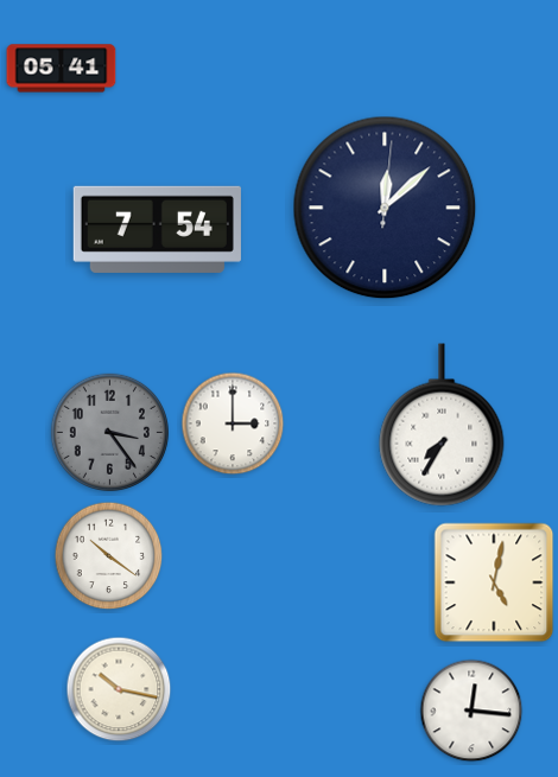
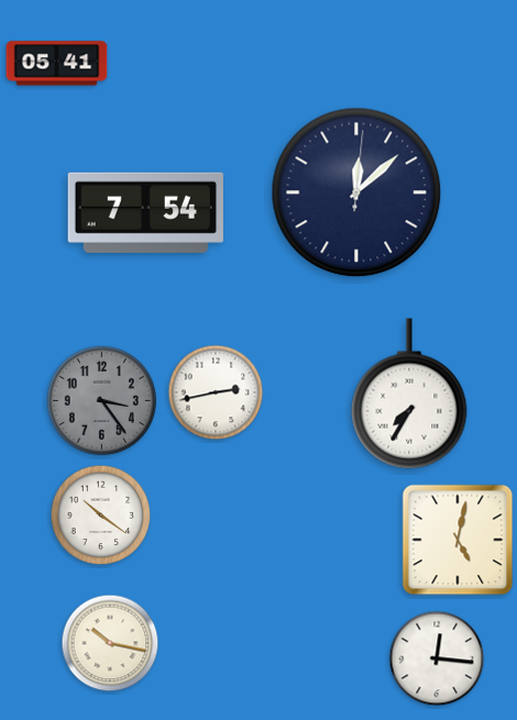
clock at (233, 423): 3:00 -> 2:43
clock at (119, 689) position: (119, 689) -> (110, 643)
